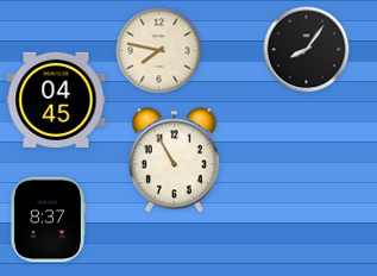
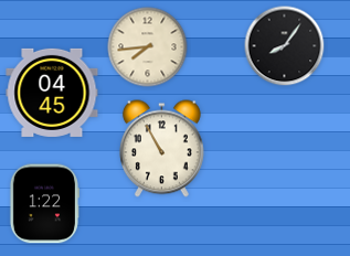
clock at (159, 51): 7:47 -> 7:44
clock at (46, 220): 8:37 -> 1:22
